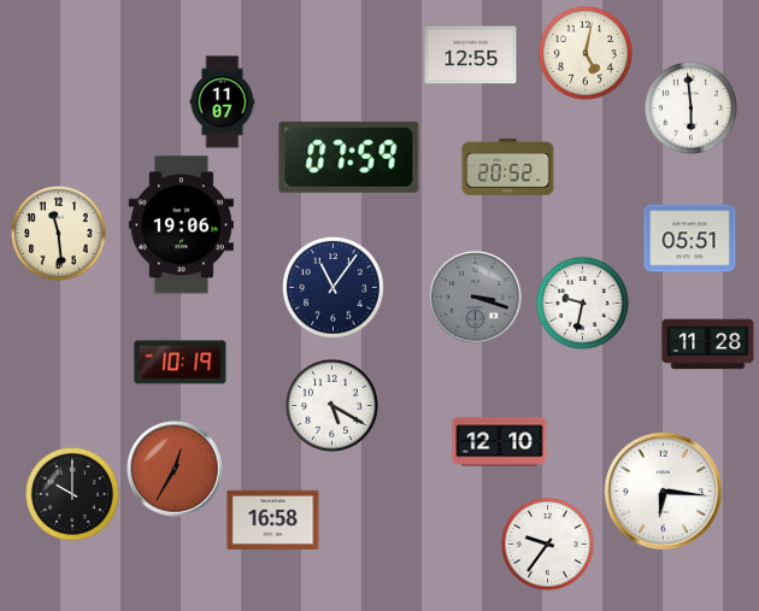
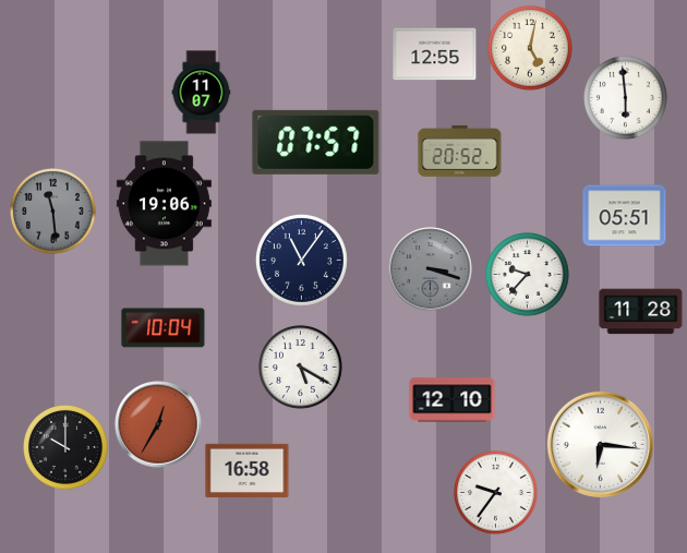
clock at (471, 55) position: (471, 55) -> (435, 55)
clock at (349, 157): 07:59 -> 07:57
clock at (59, 234) dial: cream -> grey
clock at (583, 304): 9:32 -> 9:37
clock at (181, 363): 10:19 -> 10:04
